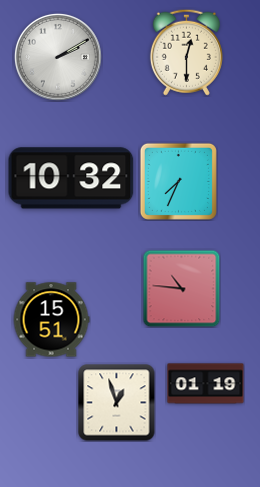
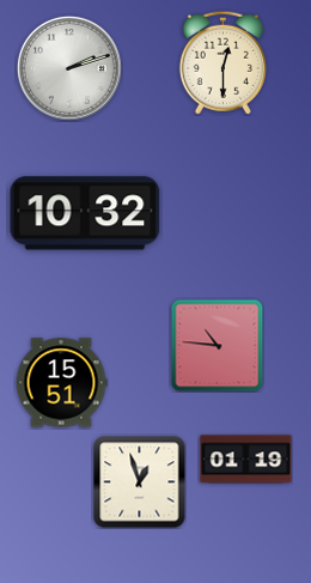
clock at (58, 57): 2:10 -> 2:12
clock at (178, 181): 7:34 -> none
